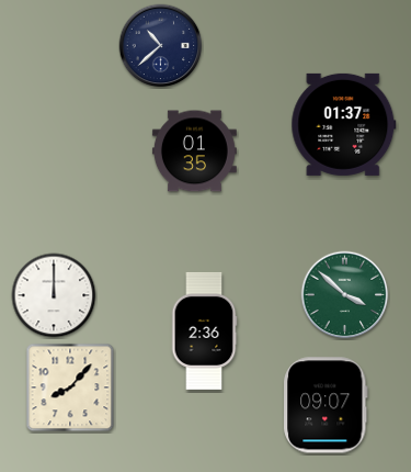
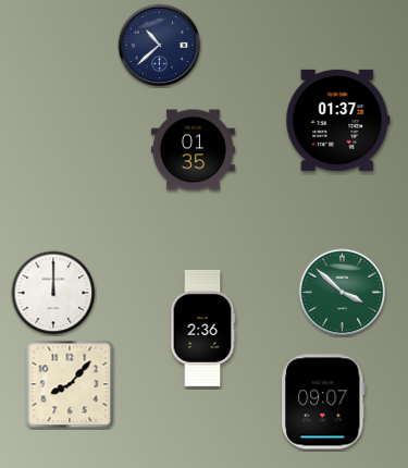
clock at (344, 124) position: (344, 124) -> (338, 120)
